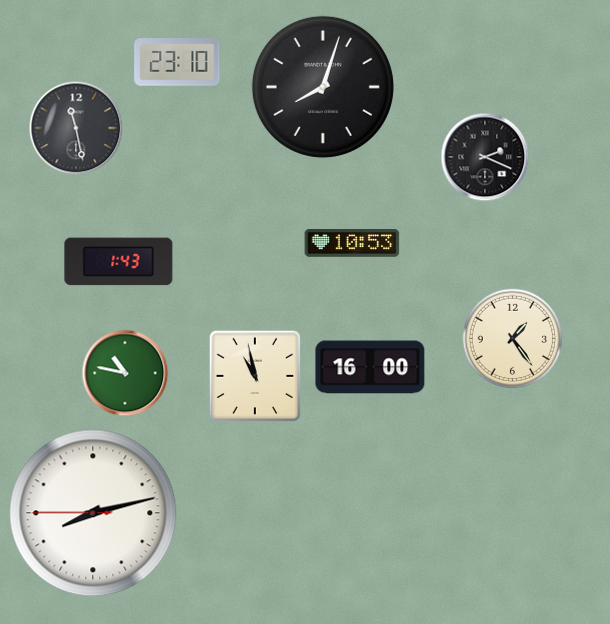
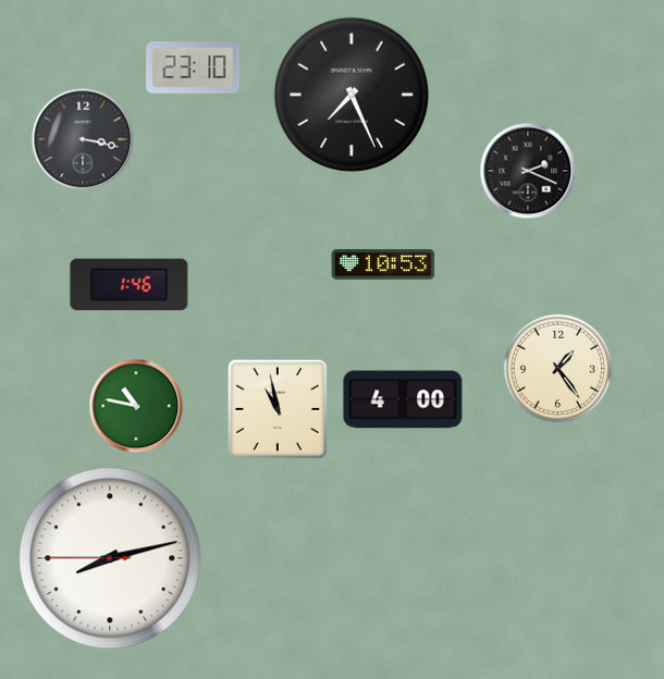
clock at (323, 87): 8:03 -> 7:26
clock at (76, 128): 11:28 -> 3:17
clock at (119, 262): 1:43 -> 1:46
clock at (370, 367): 16:00 -> 4:00
clock at (93, 513) position: (93, 513) -> (110, 558)
